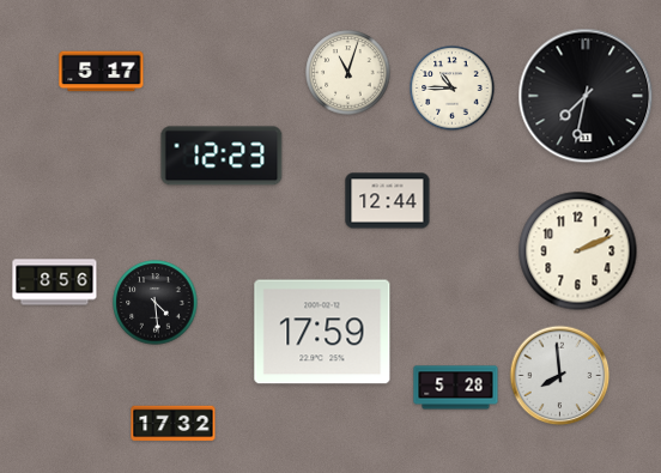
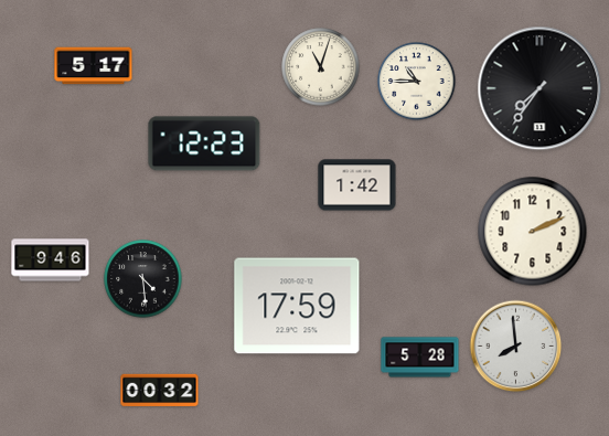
clock at (586, 96): 7:32 -> 7:36
clock at (388, 201): 12:44 -> 1:42
clock at (55, 283): 8:56 -> 9:46
clock at (174, 424): 17:32 -> 00:32
